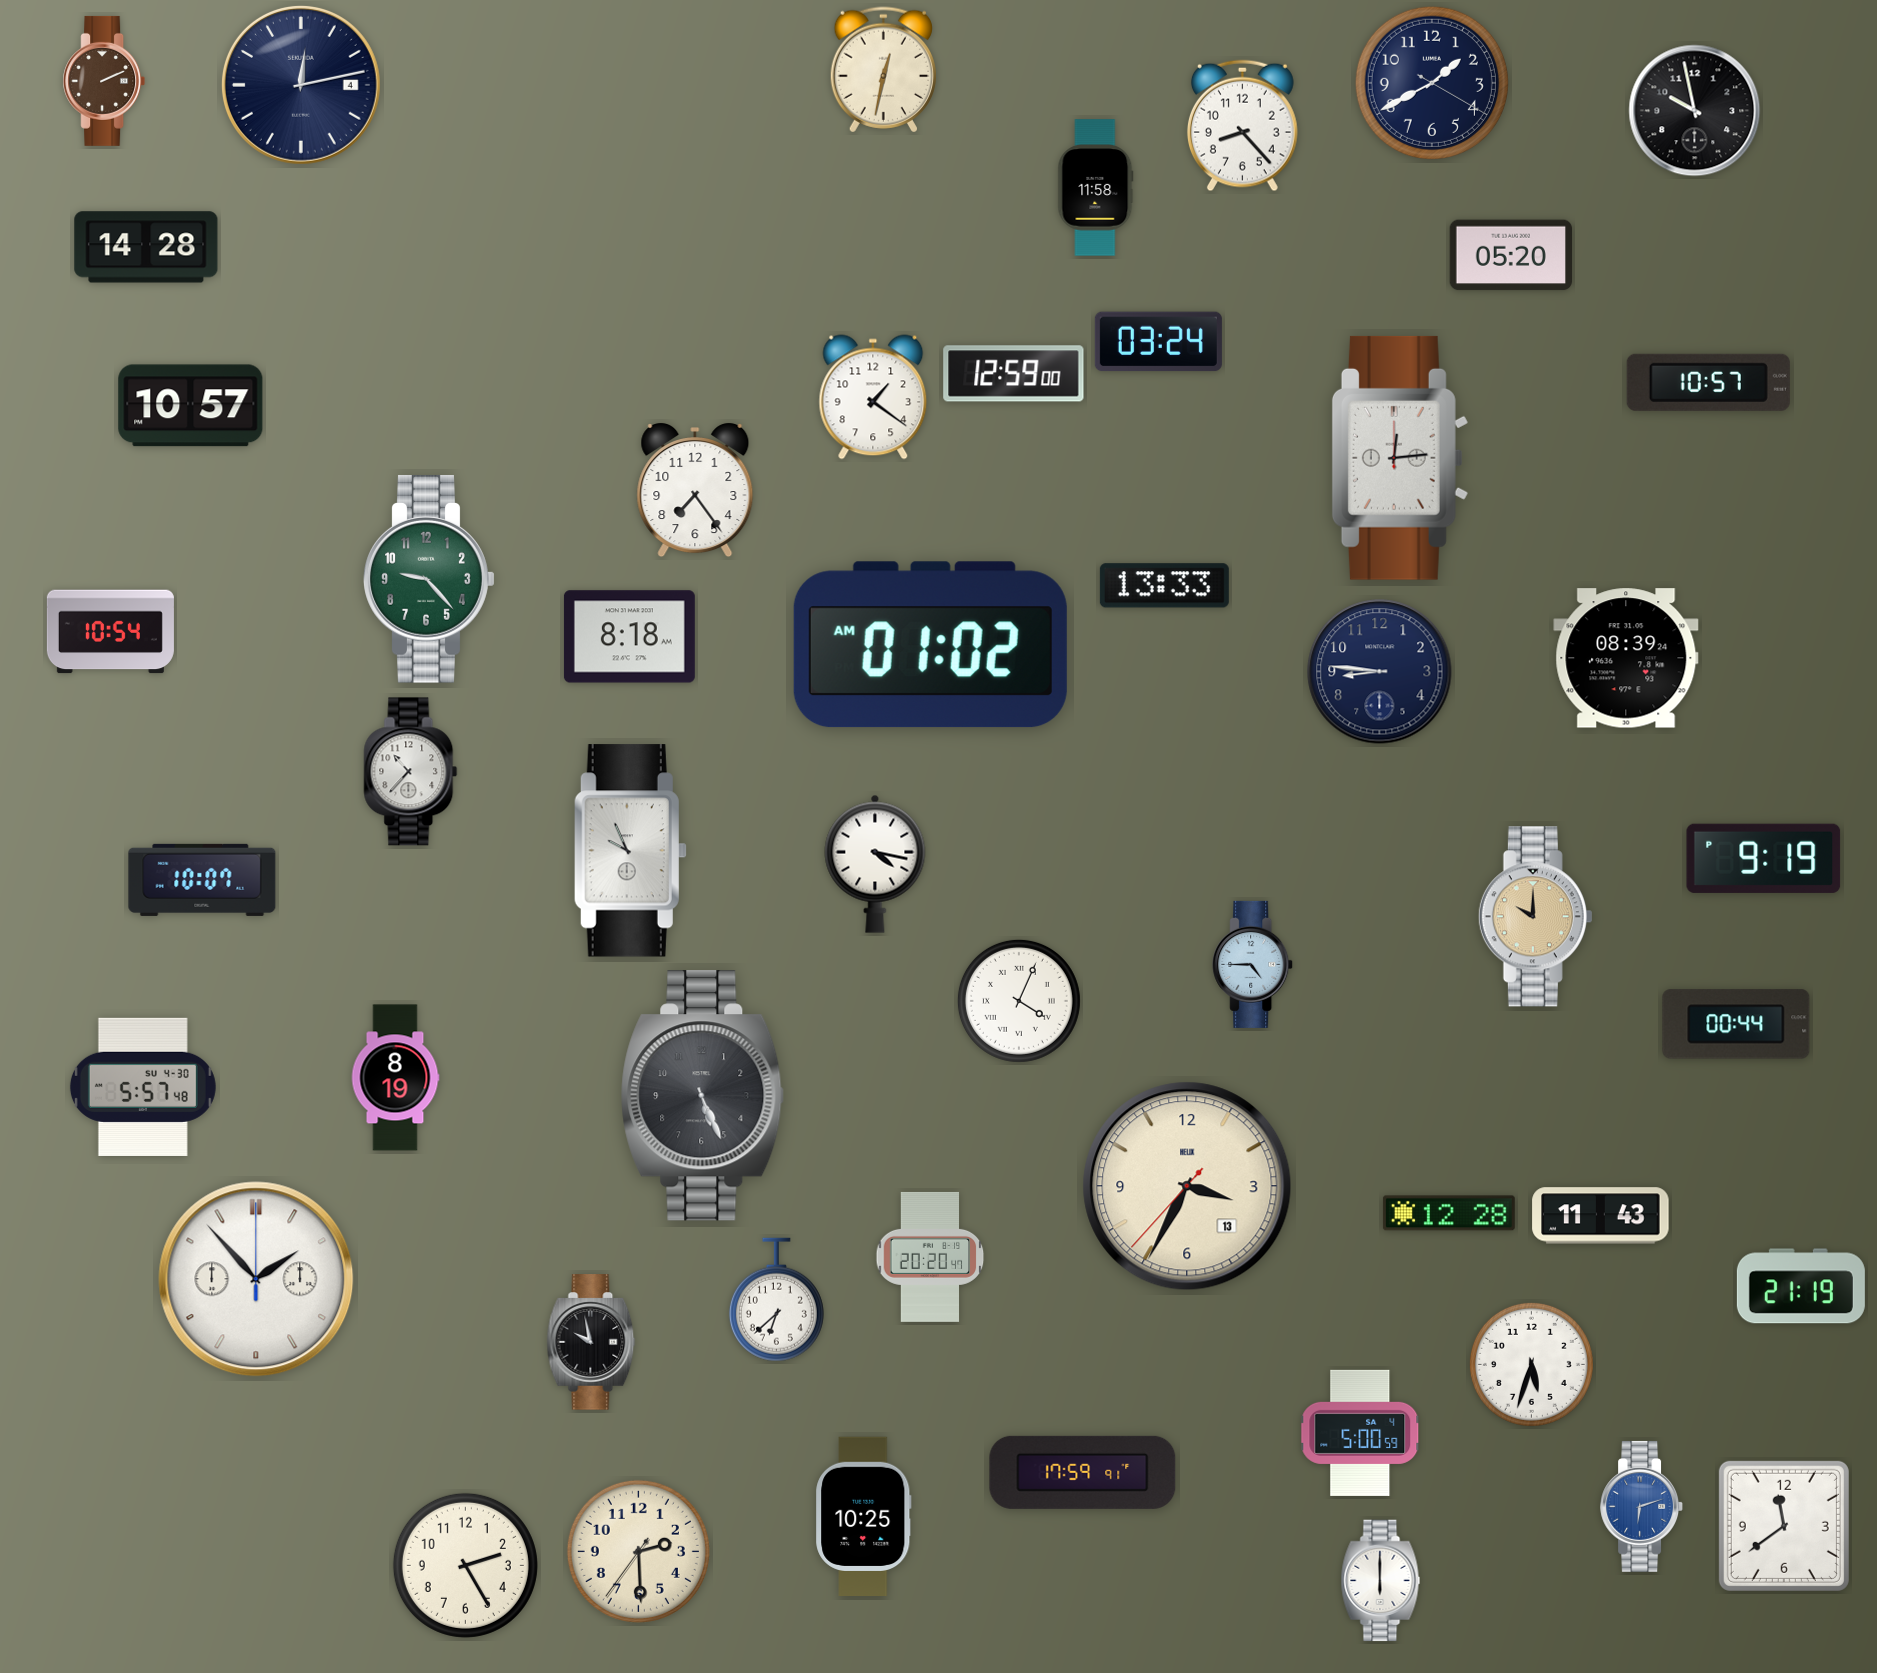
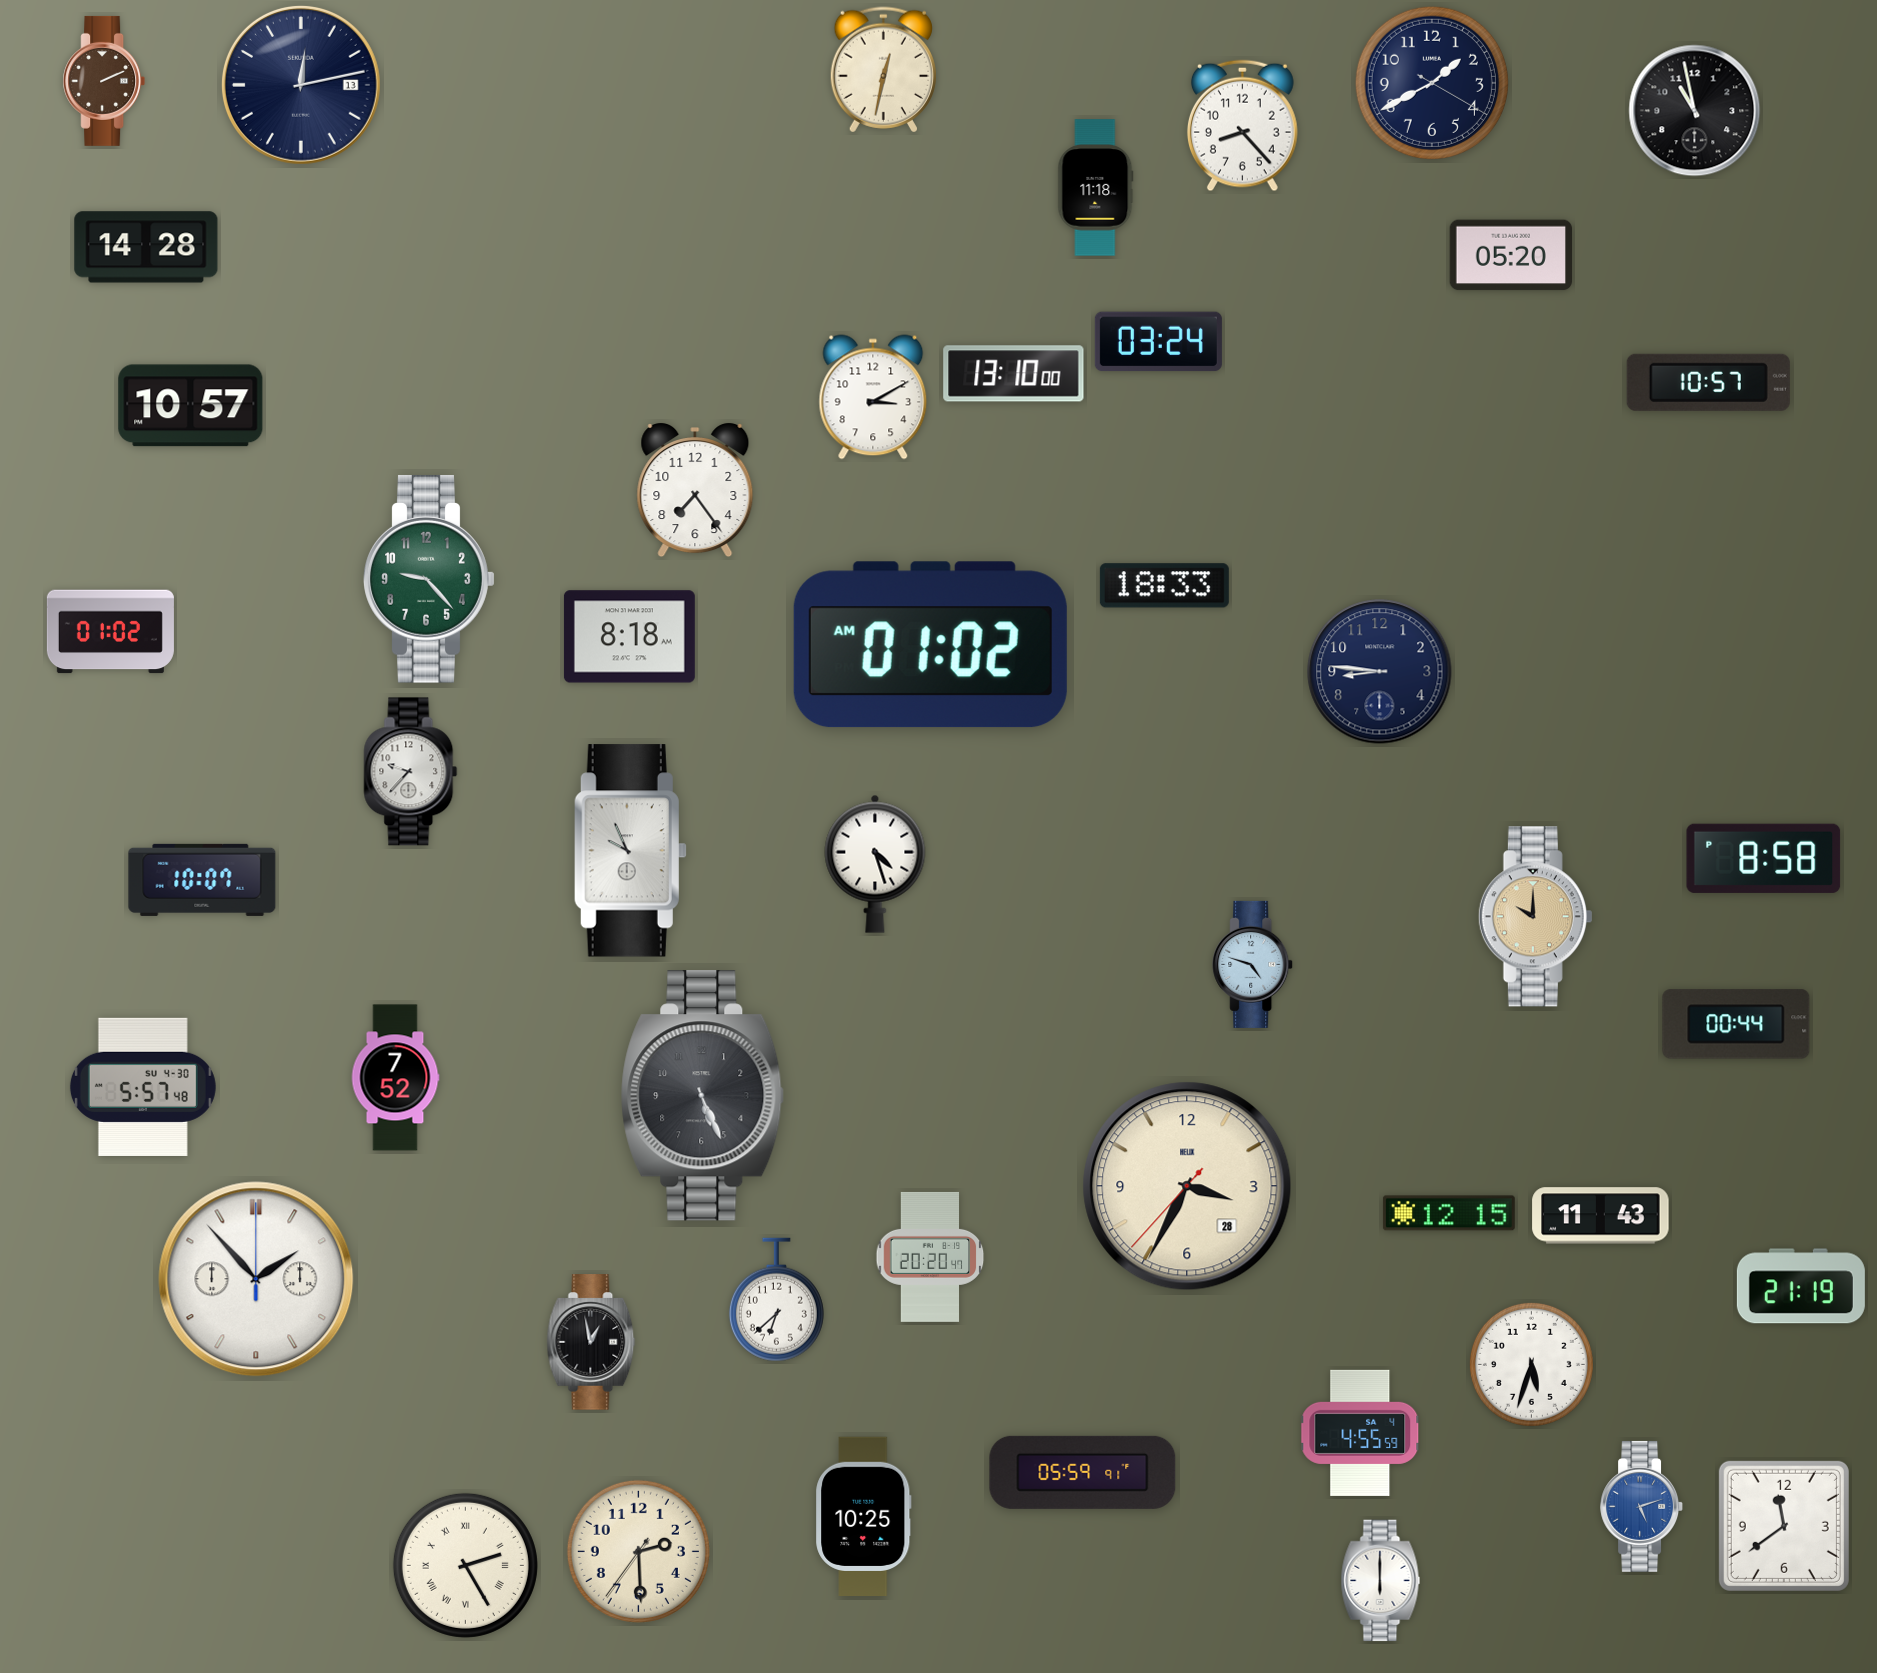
clock at (301, 85) date: 4 -> 13
clock at (1695, 111): 9:58 -> 10:58
clock at (1096, 188): 11:58 -> 11:18
clock at (1014, 374): 12:59 -> 13:10
clock at (873, 397): 1:21 -> 3:10
clock at (1400, 458): 12:14 -> none
clock at (1164, 586): 13:33 -> 18:33
clock at (110, 632): 10:54 -> 01:02
clock at (1626, 658): 08:39 -> none
clock at (411, 772): 10:37 -> 9:37
clock at (1764, 858): 9:19 -> 8:58
clock at (875, 864): 4:17 -> 4:27
clock at (1253, 964): 4:45 -> 4:48
clock at (1019, 1001): 4:04 -> none
clock at (395, 1078): 8:19 -> 7:52
clock at (1187, 1186) date: 13 -> 28
clock at (1449, 1213): 12:28 -> 12:15
clock at (591, 1342): 9:58 -> 12:58
clock at (1361, 1433): 5:00 -> 4:55
clock at (1083, 1472): 17:59 -> 05:59
clock at (1642, 1506): 6:12 -> 5:12
clock at (465, 1565) numerals: Arabic -> Roman
